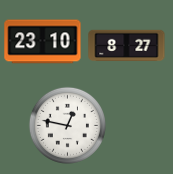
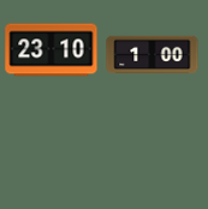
clock at (127, 46): 8:27 -> 1:00
clock at (67, 125): 12:47 -> none
